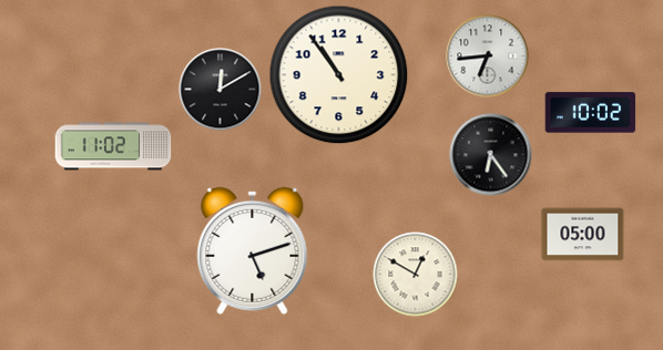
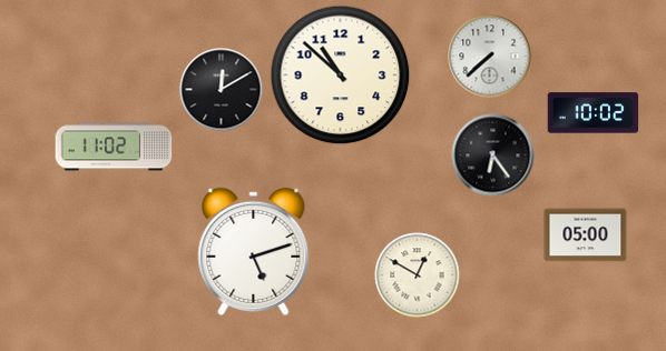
clock at (488, 56): 6:44 -> 7:38
clock at (339, 75): 10:54 -> 10:52
